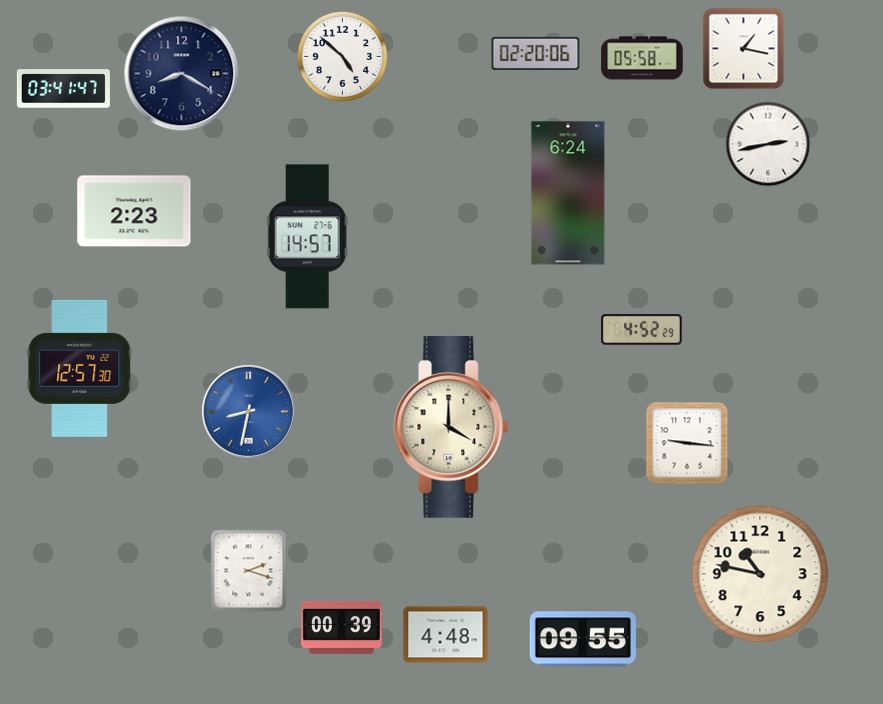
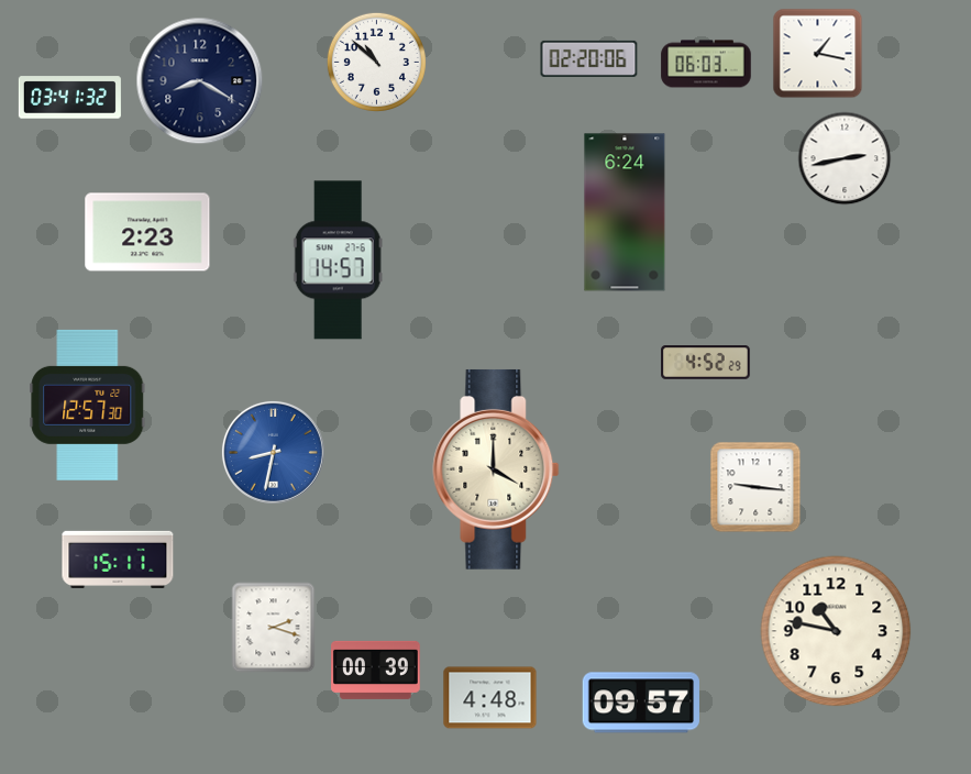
clock at (342, 56): 4:52 -> 10:52
clock at (642, 58): 05:58 -> 06:03
clock at (63, 89): 03:41:47 -> 03:41:32
clock at (118, 560): none -> 15:11
clock at (342, 627) position: (342, 627) -> (376, 670)
clock at (583, 639): 09:55 -> 09:57
